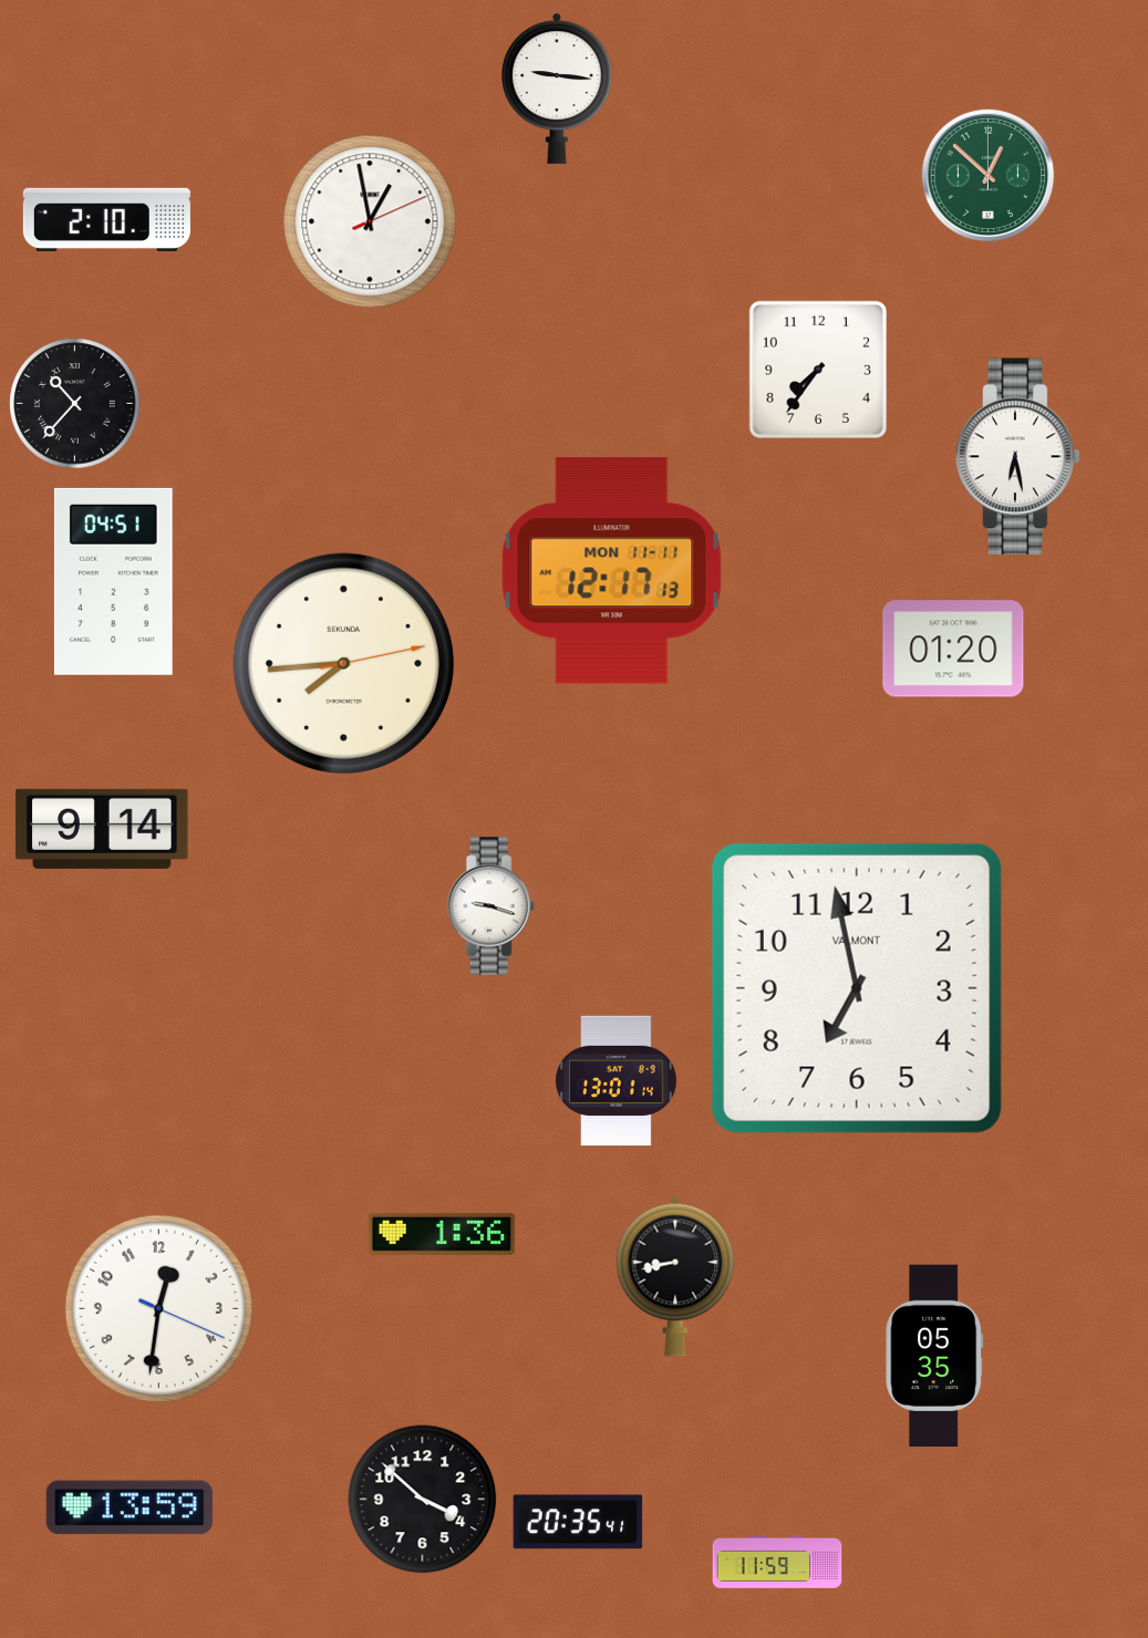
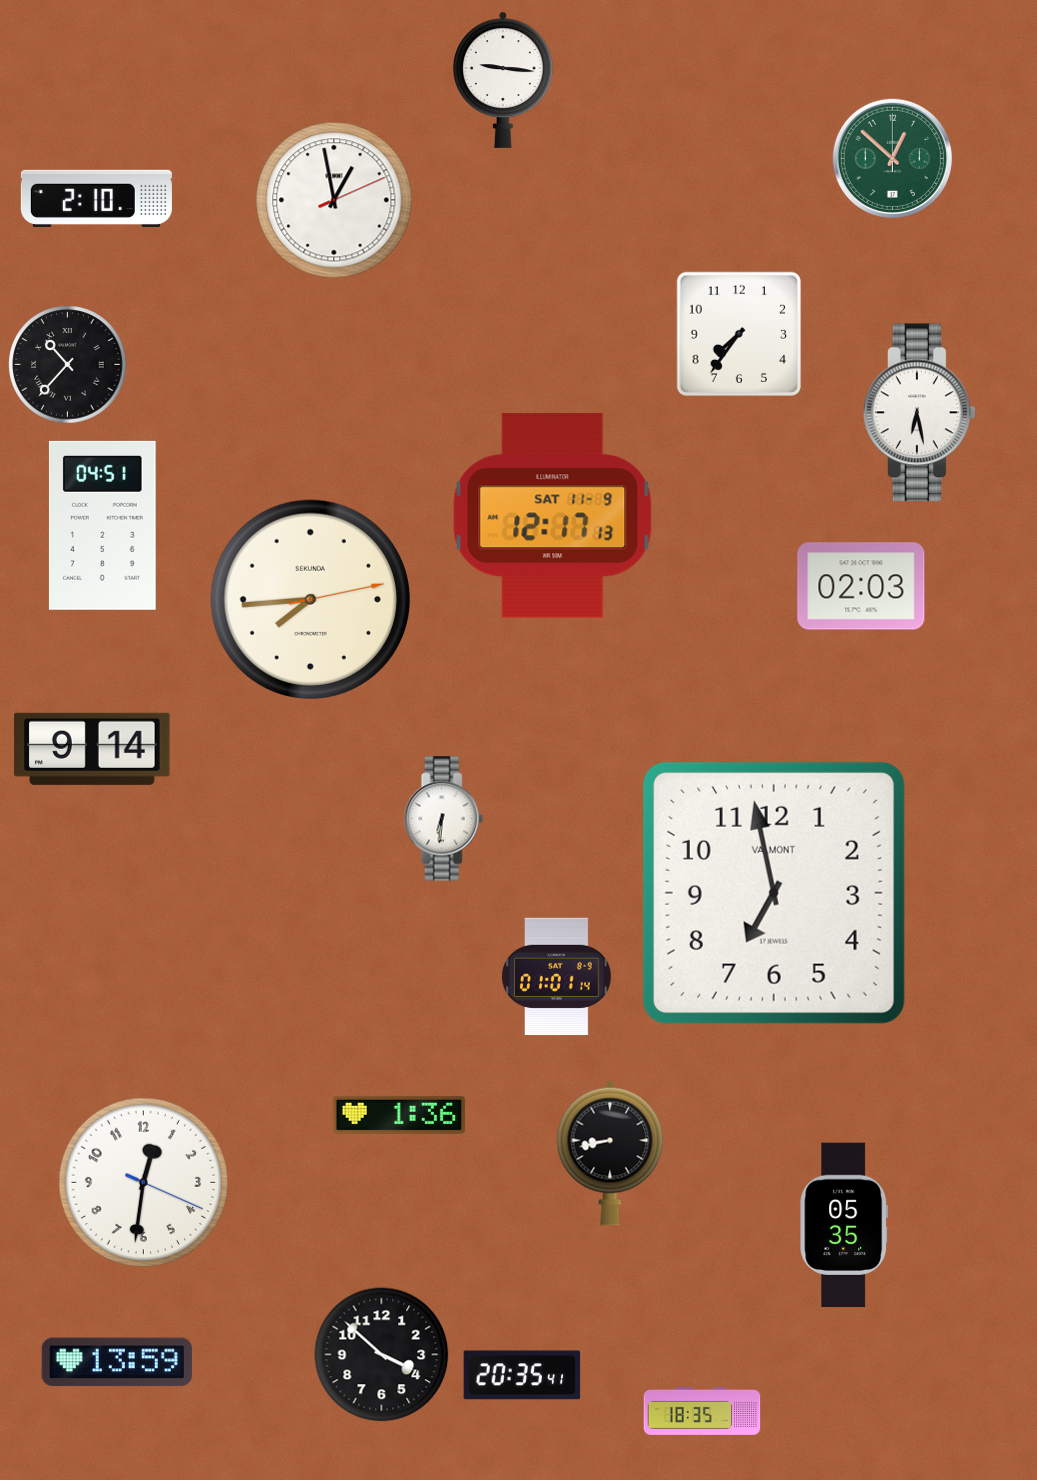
clock at (612, 571) date: MON 11-11 -> SAT 11-9
clock at (953, 649): 01:20 -> 02:03
clock at (490, 906): 9:18 -> 6:31
clock at (617, 1081): 13:01 -> 01:01
clock at (777, 1562): 11:59 -> 18:35
